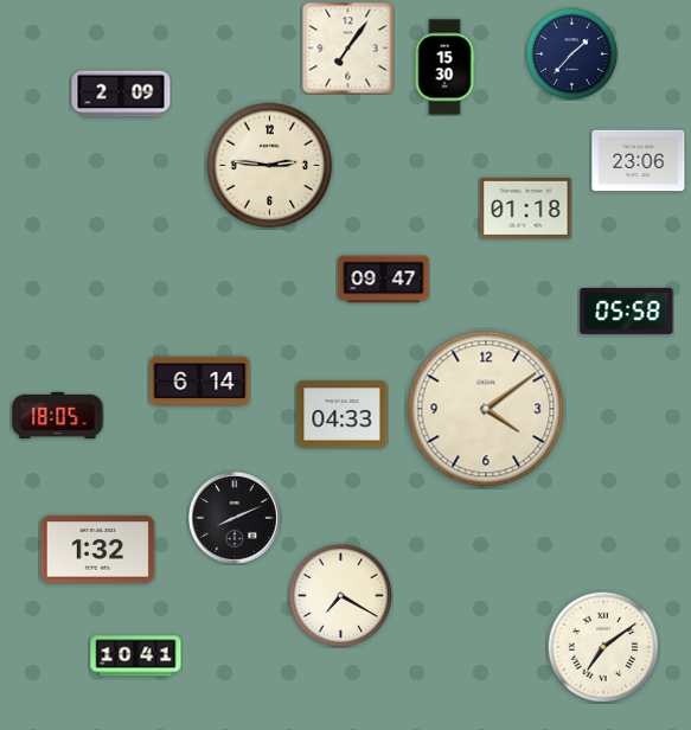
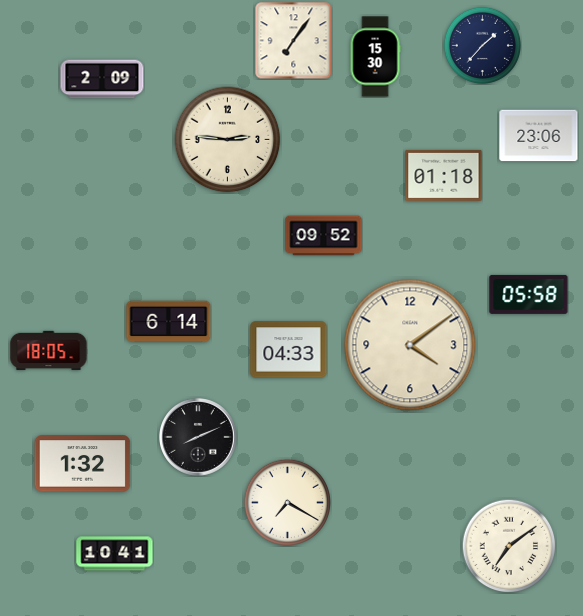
clock at (384, 280): 09:47 -> 09:52
clock at (627, 310) position: (627, 310) -> (529, 294)
